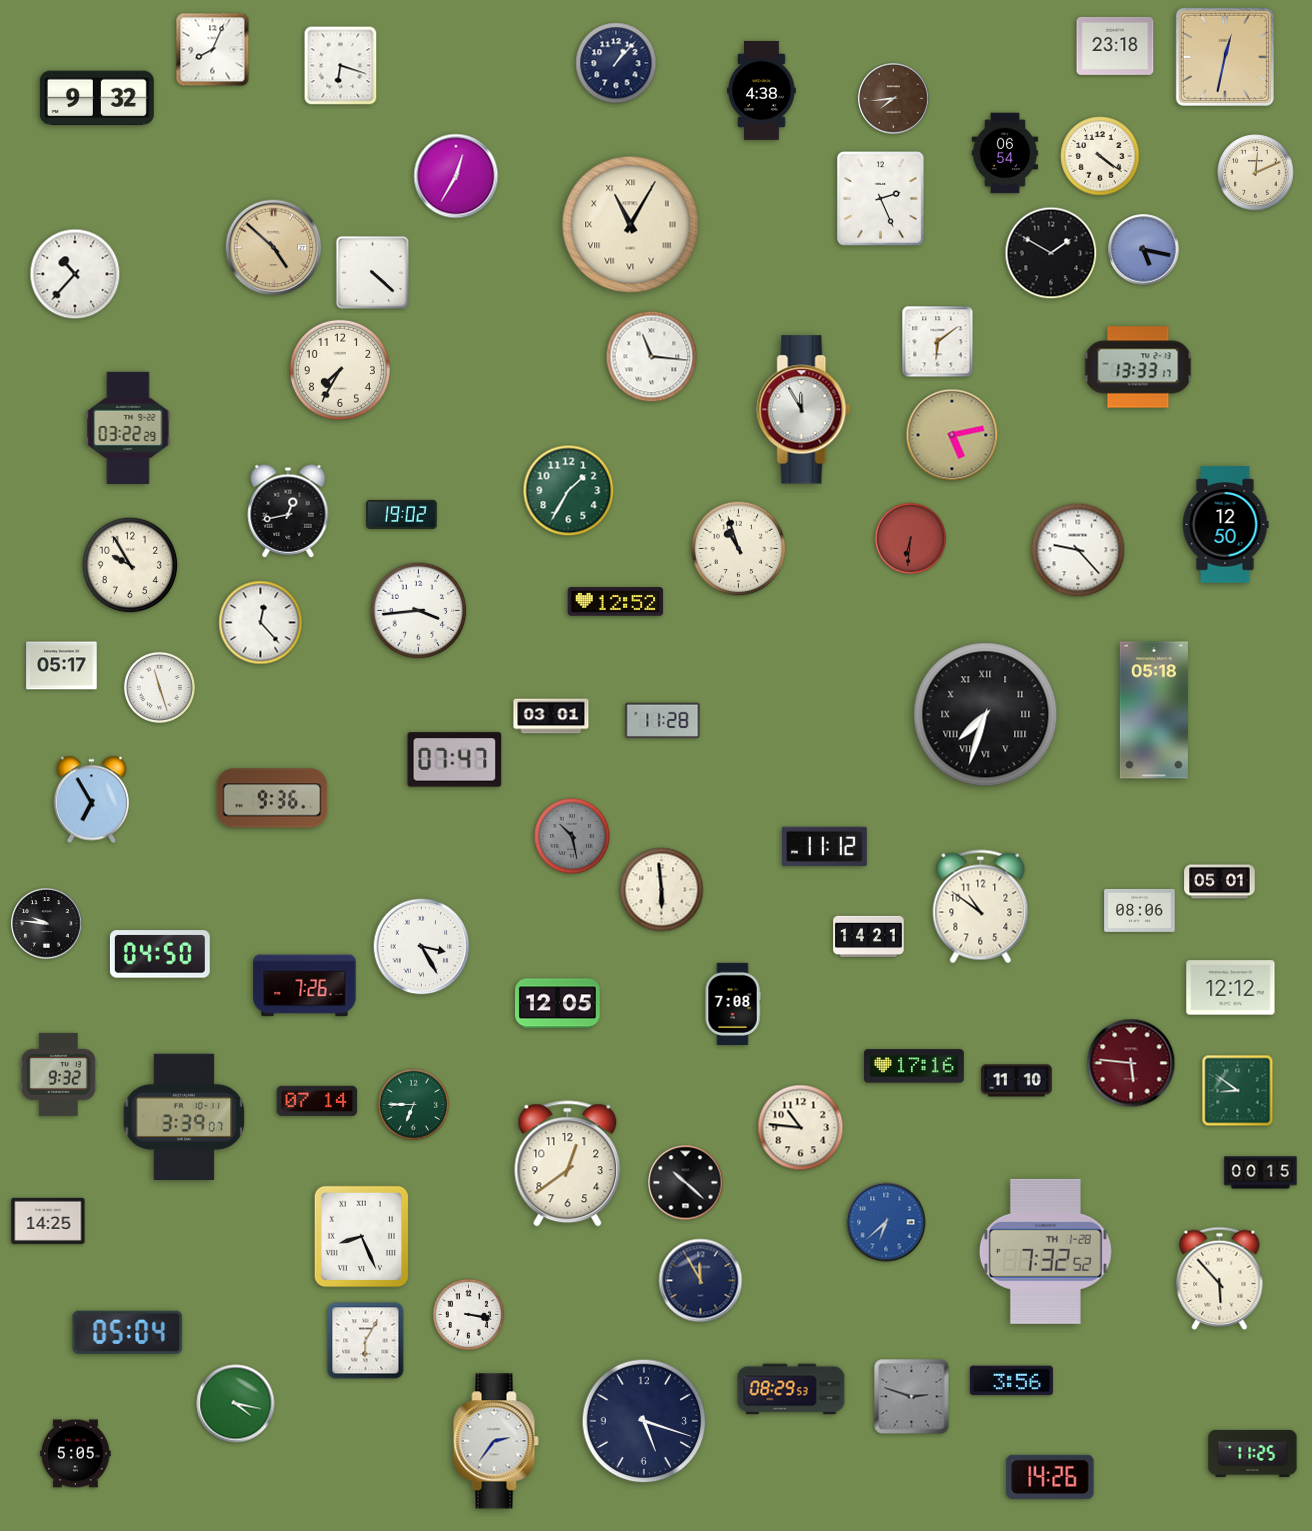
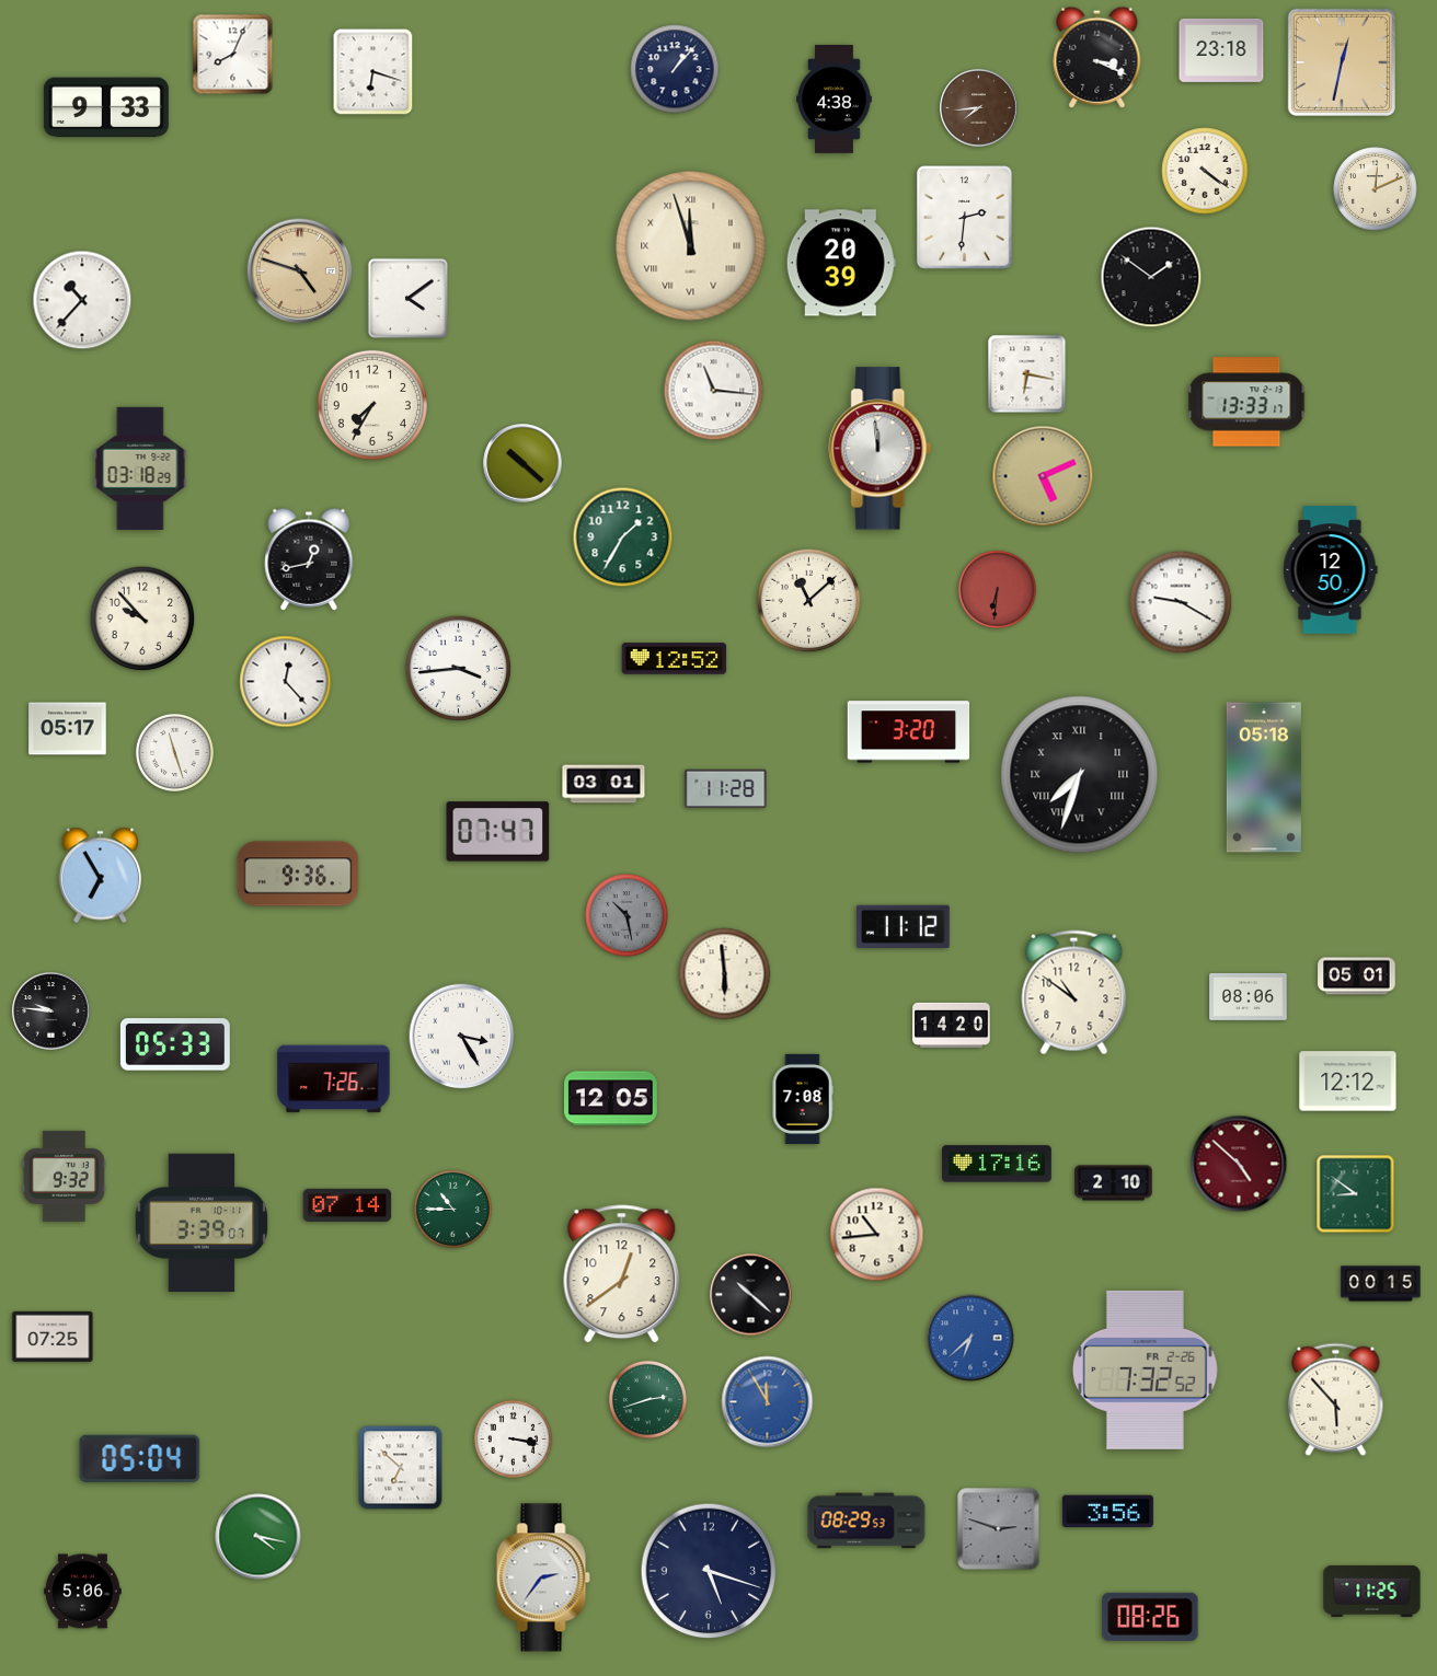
clock at (1097, 57): none -> 3:19
clock at (97, 98): 9:32 -> 9:33
clock at (1004, 153): 06:54 -> none
clock at (456, 176): 12:35 -> none
clock at (881, 199): 2:26 -> 2:31
clock at (631, 225): 11:05 -> 11:57
clock at (841, 263): none -> 20:39
clock at (274, 248): 4:52 -> 4:48
clock at (1144, 250): 5:17 -> none
clock at (1051, 253): 1:50 -> 1:51
clock at (372, 272): 4:22 -> 4:09
clock at (938, 342): 6:09 -> 6:17
clock at (804, 410): 11:55 -> 11:59
clock at (522, 463): none -> 10:22
clock at (128, 428): 03:22 -> 03:18
clock at (952, 435): 5:13 -> 5:11
clock at (288, 511) position: (288, 511) -> (309, 559)
clock at (402, 514): 19:02 -> none
clock at (1225, 525) position: (1225, 525) -> (1330, 570)
clock at (739, 549): 10:57 -> 11:08
clock at (1078, 550): 9:23 -> 9:20
clock at (130, 565): 9:55 -> 9:53
clock at (909, 732): none -> 3:20
clock at (986, 715) position: (986, 715) -> (1080, 775)
clock at (1220, 882) position: (1220, 882) -> (1357, 976)
clock at (869, 936): 14:21 -> 14:20
clock at (160, 954): 04:50 -> 05:33
clock at (1131, 1063): 5:46 -> 4:52
clock at (915, 1066) position: (915, 1066) -> (998, 1164)
clock at (1017, 1081): 11:10 -> 2:10
clock at (413, 1104): 6:45 -> 10:45
clock at (801, 1128): 10:46 -> 10:44
clock at (48, 1221): 14:25 -> 07:25
clock at (361, 1237): 8:26 -> none
clock at (1045, 1251) date: TH 1-28 -> FR 2-26
clock at (647, 1399): none -> 2:42
clock at (701, 1281) dial: navy -> blue
clock at (366, 1341): 6:05 -> 6:52
clock at (644, 1421) position: (644, 1421) -> (709, 1571)
clock at (76, 1454): 5:05 -> 5:06
clock at (1050, 1477): 14:26 -> 08:26
